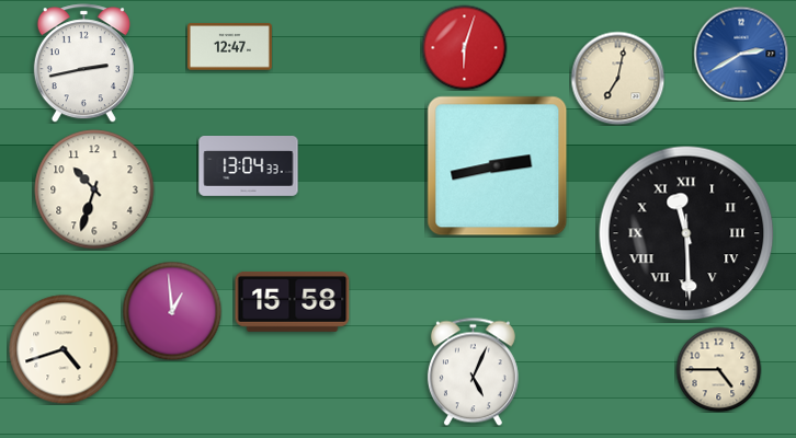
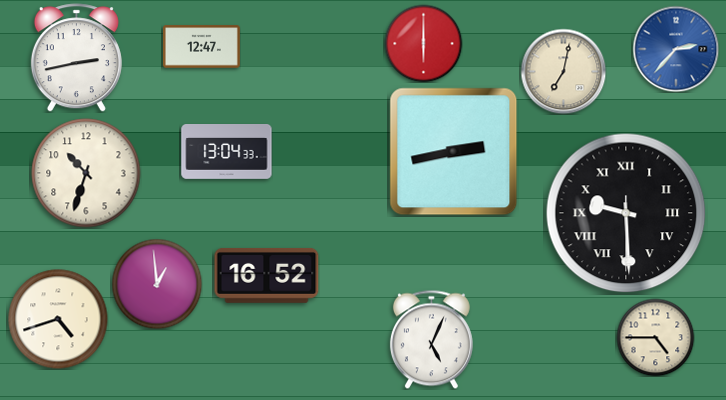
clock at (229, 47) position: (229, 47) -> (201, 47)
clock at (464, 47): 6:03 -> 6:00
clock at (741, 54): 2:40 -> 2:37
clock at (686, 233): 11:29 -> 9:29
clock at (293, 302): 15:58 -> 16:52
